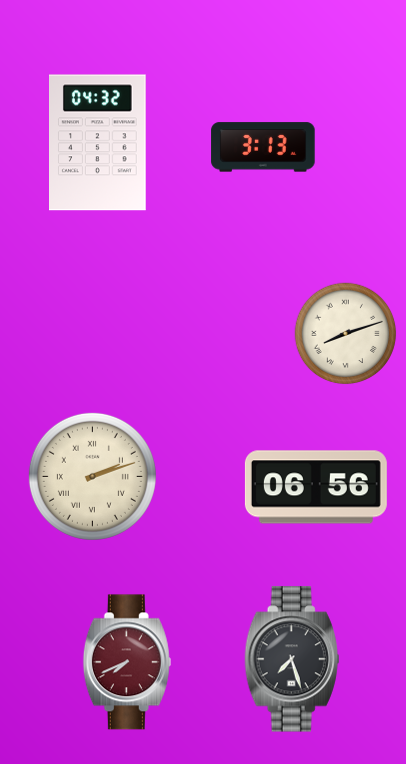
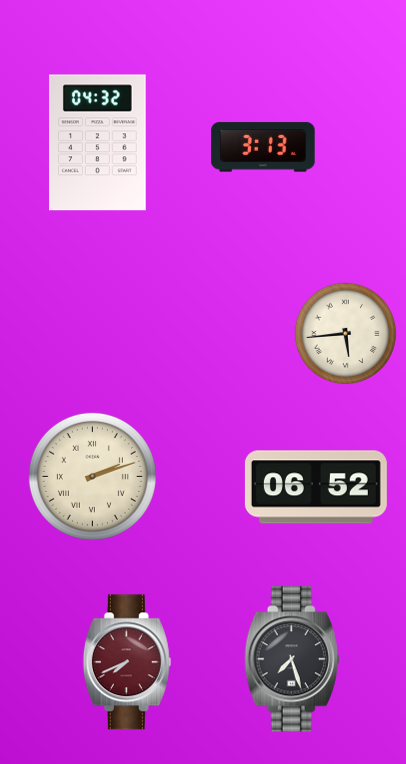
clock at (346, 334): 8:12 -> 5:44
clock at (316, 487): 06:56 -> 06:52
